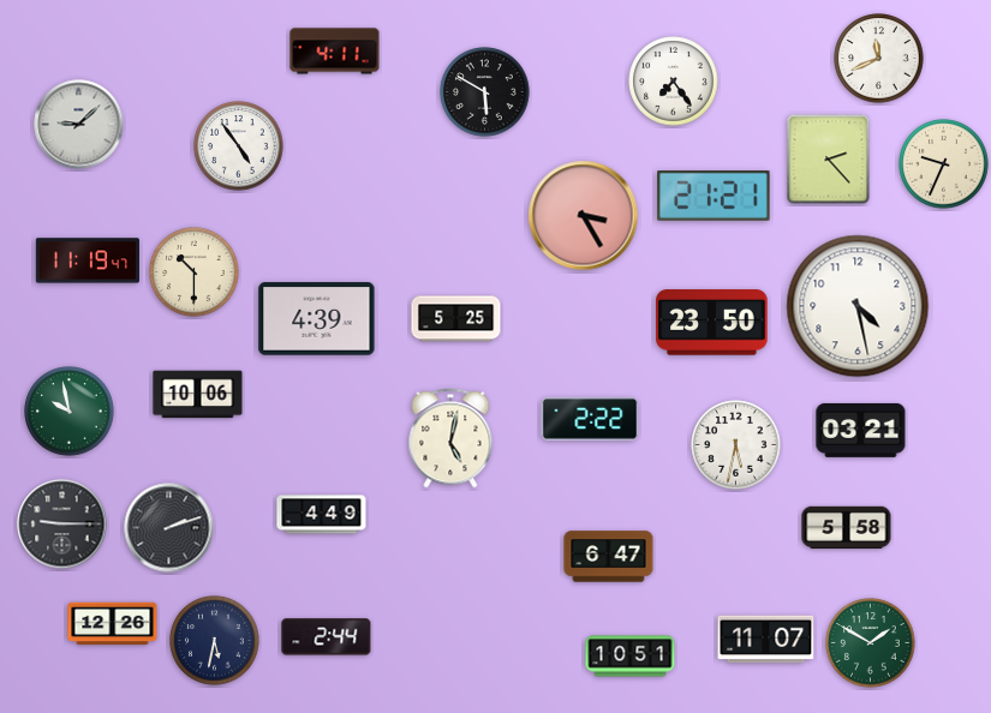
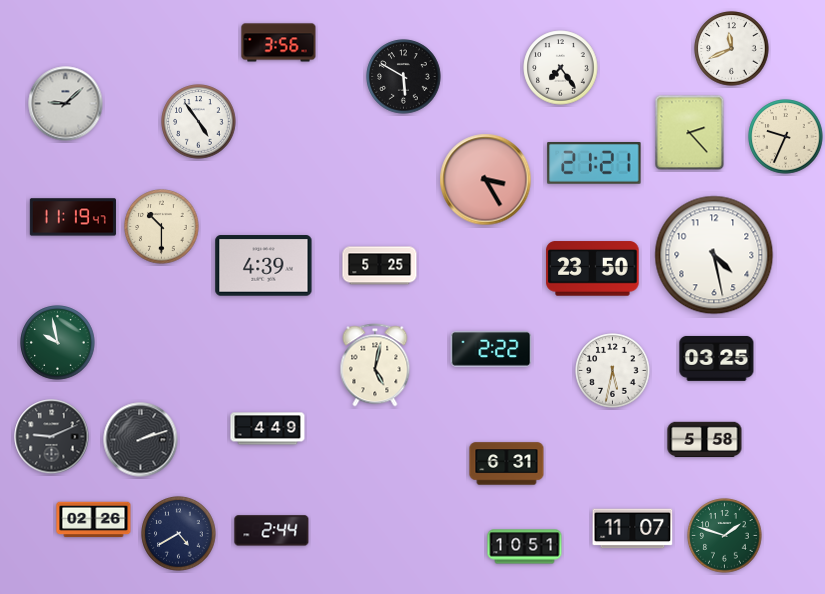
clock at (335, 52): 4:11 -> 3:56
clock at (198, 395): 10:06 -> none
clock at (861, 430): 03:21 -> 03:25
clock at (62, 525): 9:15 -> 9:11
clock at (609, 557): 6:47 -> 6:31
clock at (113, 624): 12:26 -> 02:26
clock at (766, 640) position: (766, 640) -> (633, 529)
clock at (215, 641): 5:32 -> 4:40
clock at (871, 643): 1:50 -> 1:48
